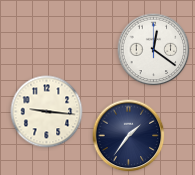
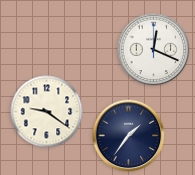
clock at (154, 50): 12:21 -> 12:19
clock at (47, 112): 9:16 -> 9:21
